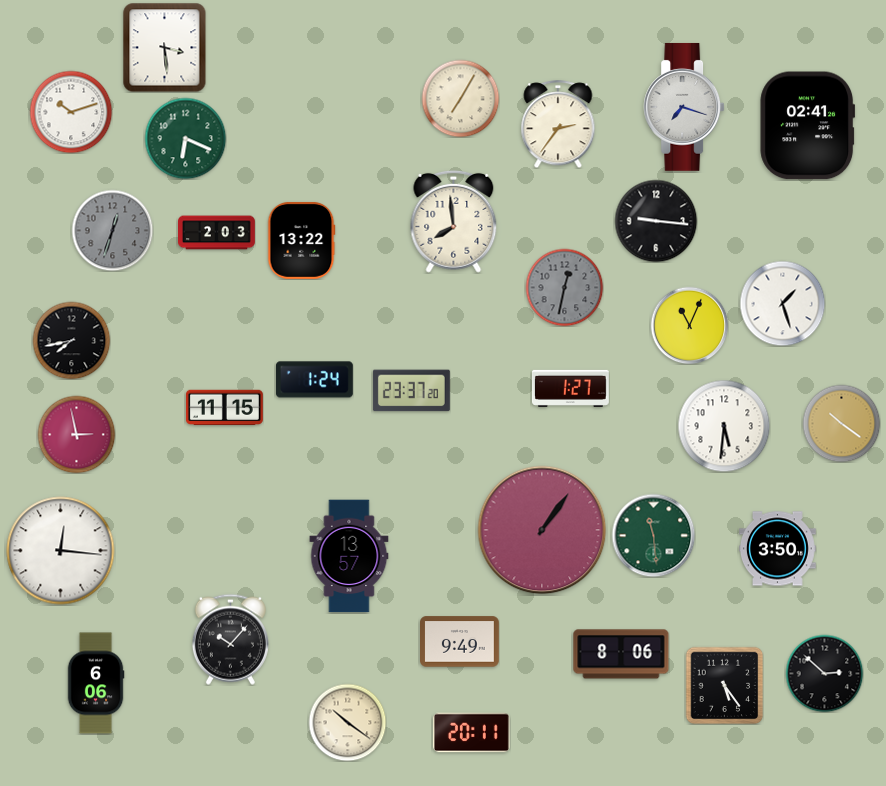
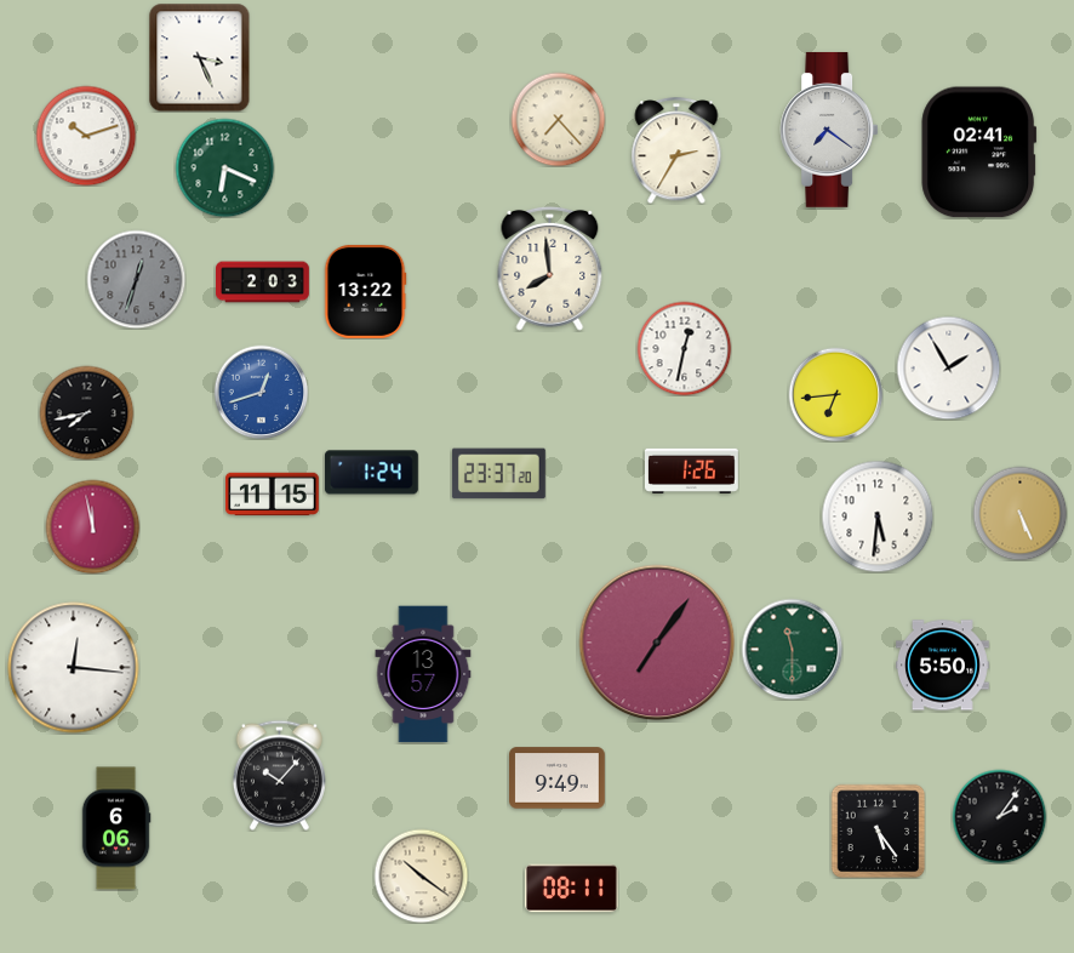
clock at (165, 47): 3:29 -> 3:26
clock at (460, 98): 7:05 -> 7:23
clock at (684, 107): 7:18 -> 7:21
clock at (558, 124): 2:36 -> 2:35
clock at (656, 221): 9:16 -> none
clock at (564, 287) dial: grey -> white
clock at (782, 303): 1:27 -> 1:55
clock at (261, 392): none -> 12:42
clock at (689, 325): 11:04 -> 6:44
clock at (314, 380) position: (314, 380) -> (371, 473)
clock at (571, 388): 1:27 -> 1:26
clock at (841, 423): 10:21 -> 5:26
clock at (76, 434): 2:58 -> 11:58
clock at (542, 530): 1:06 -> 7:06
clock at (653, 535): 11:29 -> 11:30
clock at (778, 549): 3:50 -> 5:50
clock at (621, 654): 8:06 -> none
clock at (824, 673): 2:52 -> 2:06
clock at (471, 733): 20:11 -> 08:11
